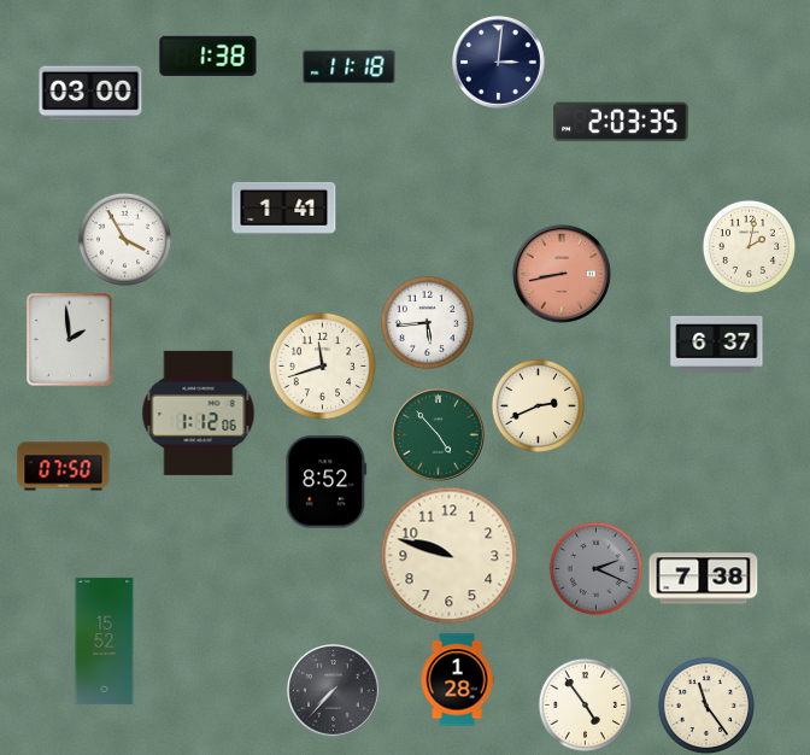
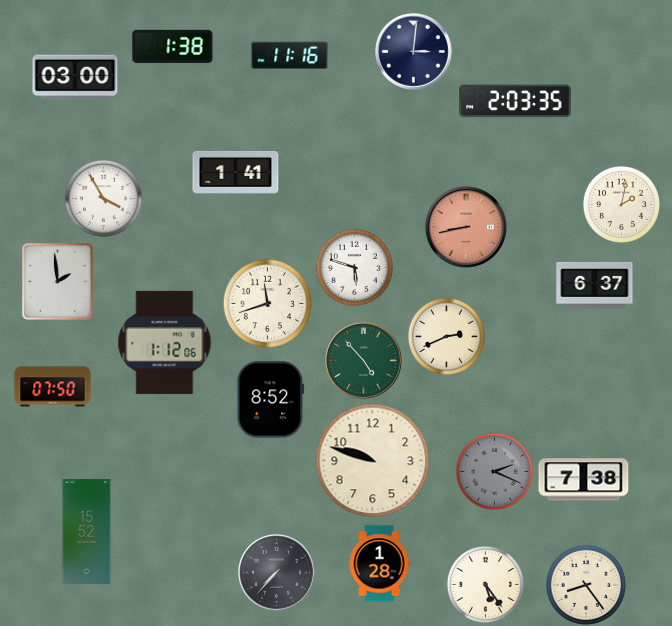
clock at (350, 68): 11:18 -> 11:16
clock at (427, 322): 5:44 -> 5:48
clock at (585, 704): 4:54 -> 5:24
clock at (706, 706): 11:24 -> 8:24
